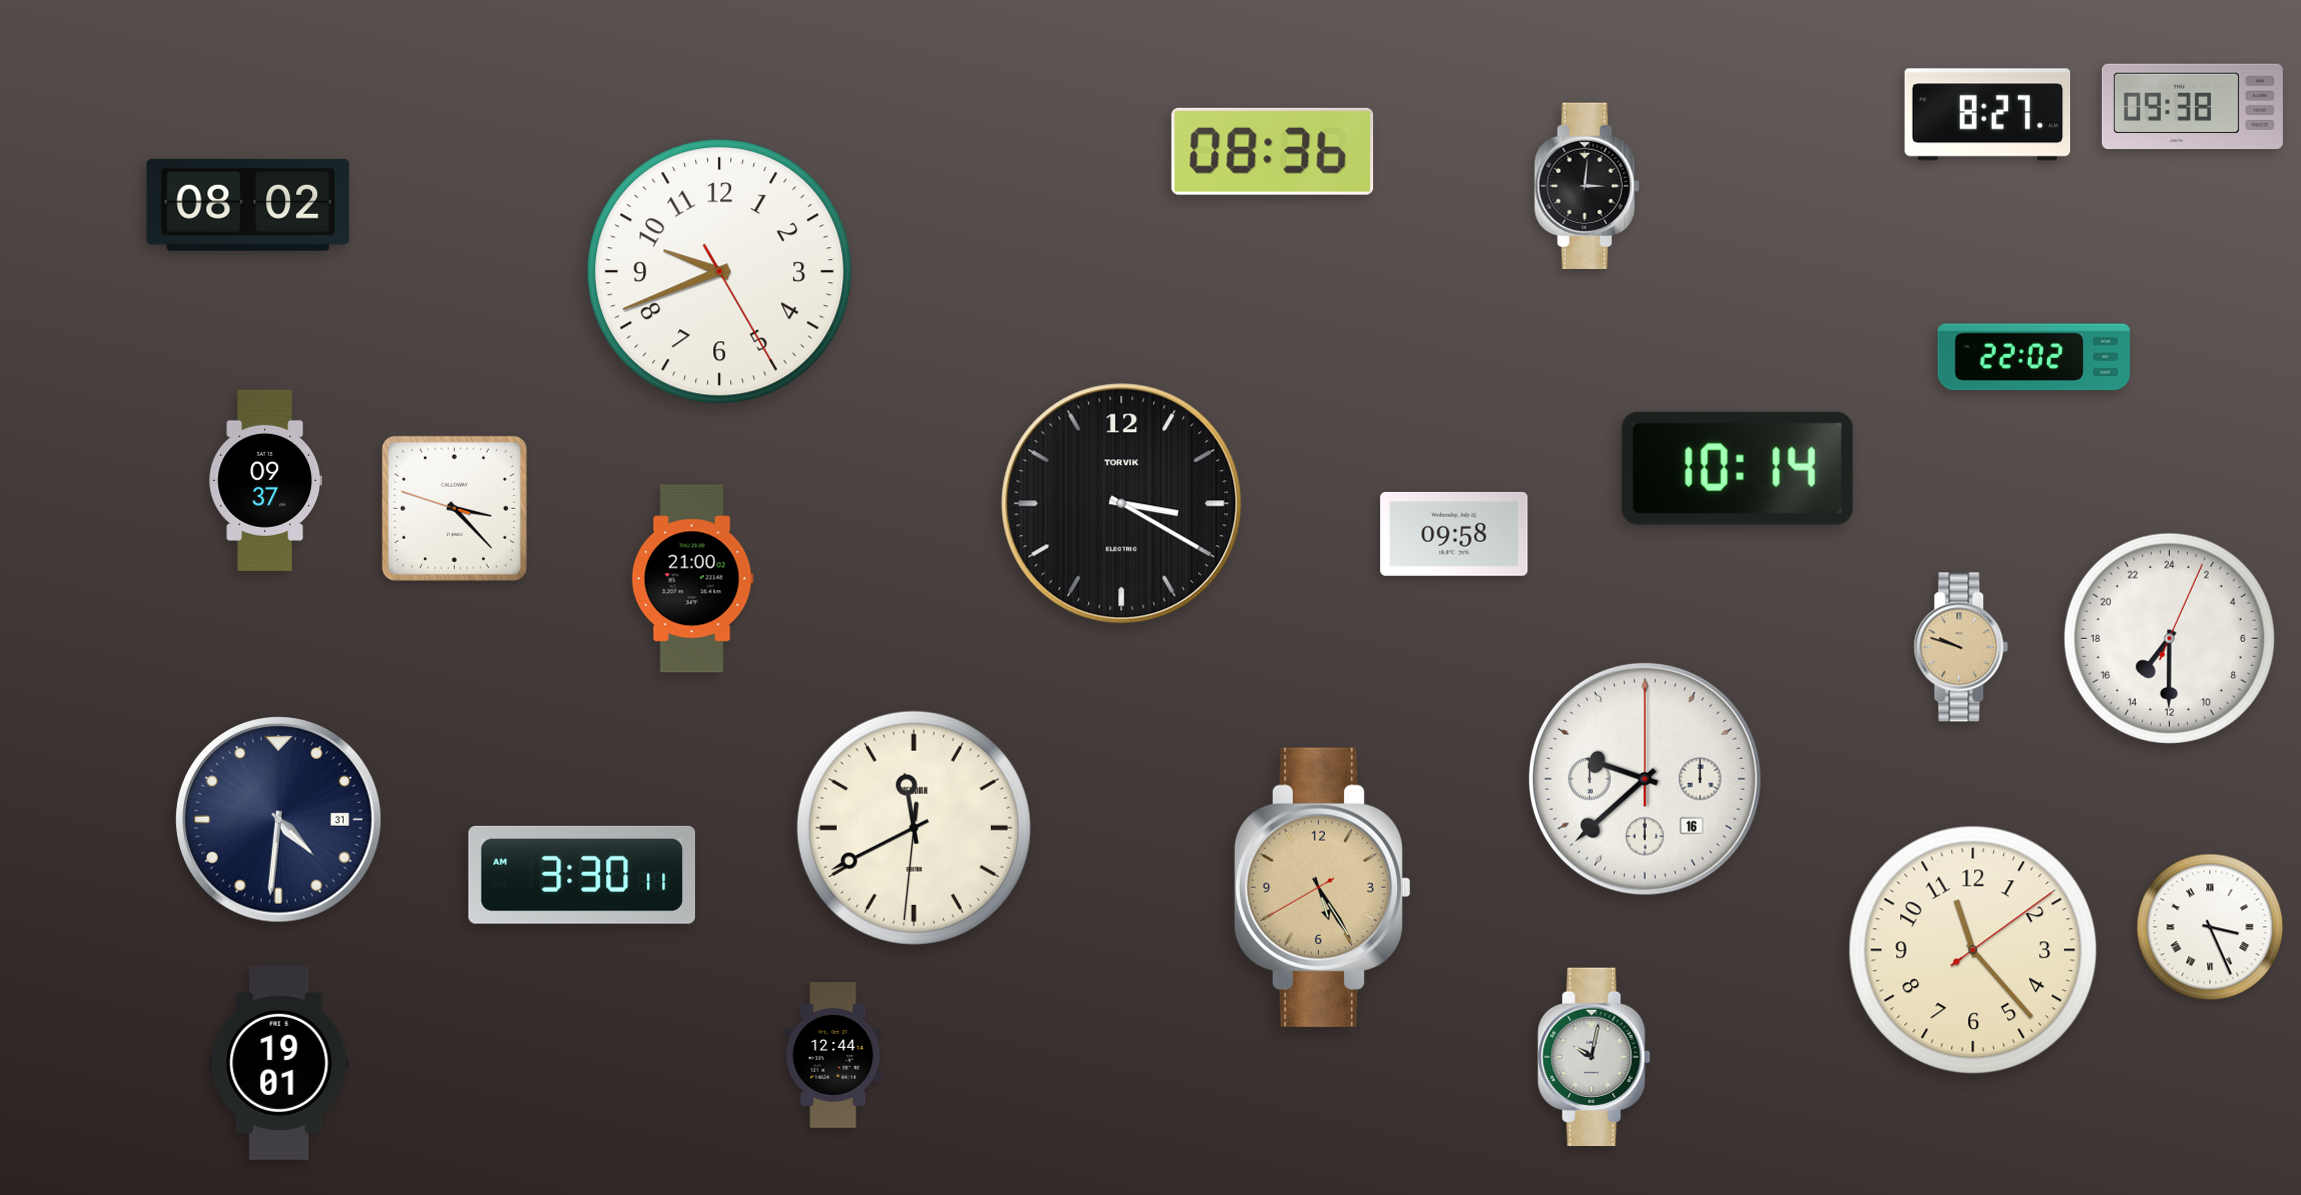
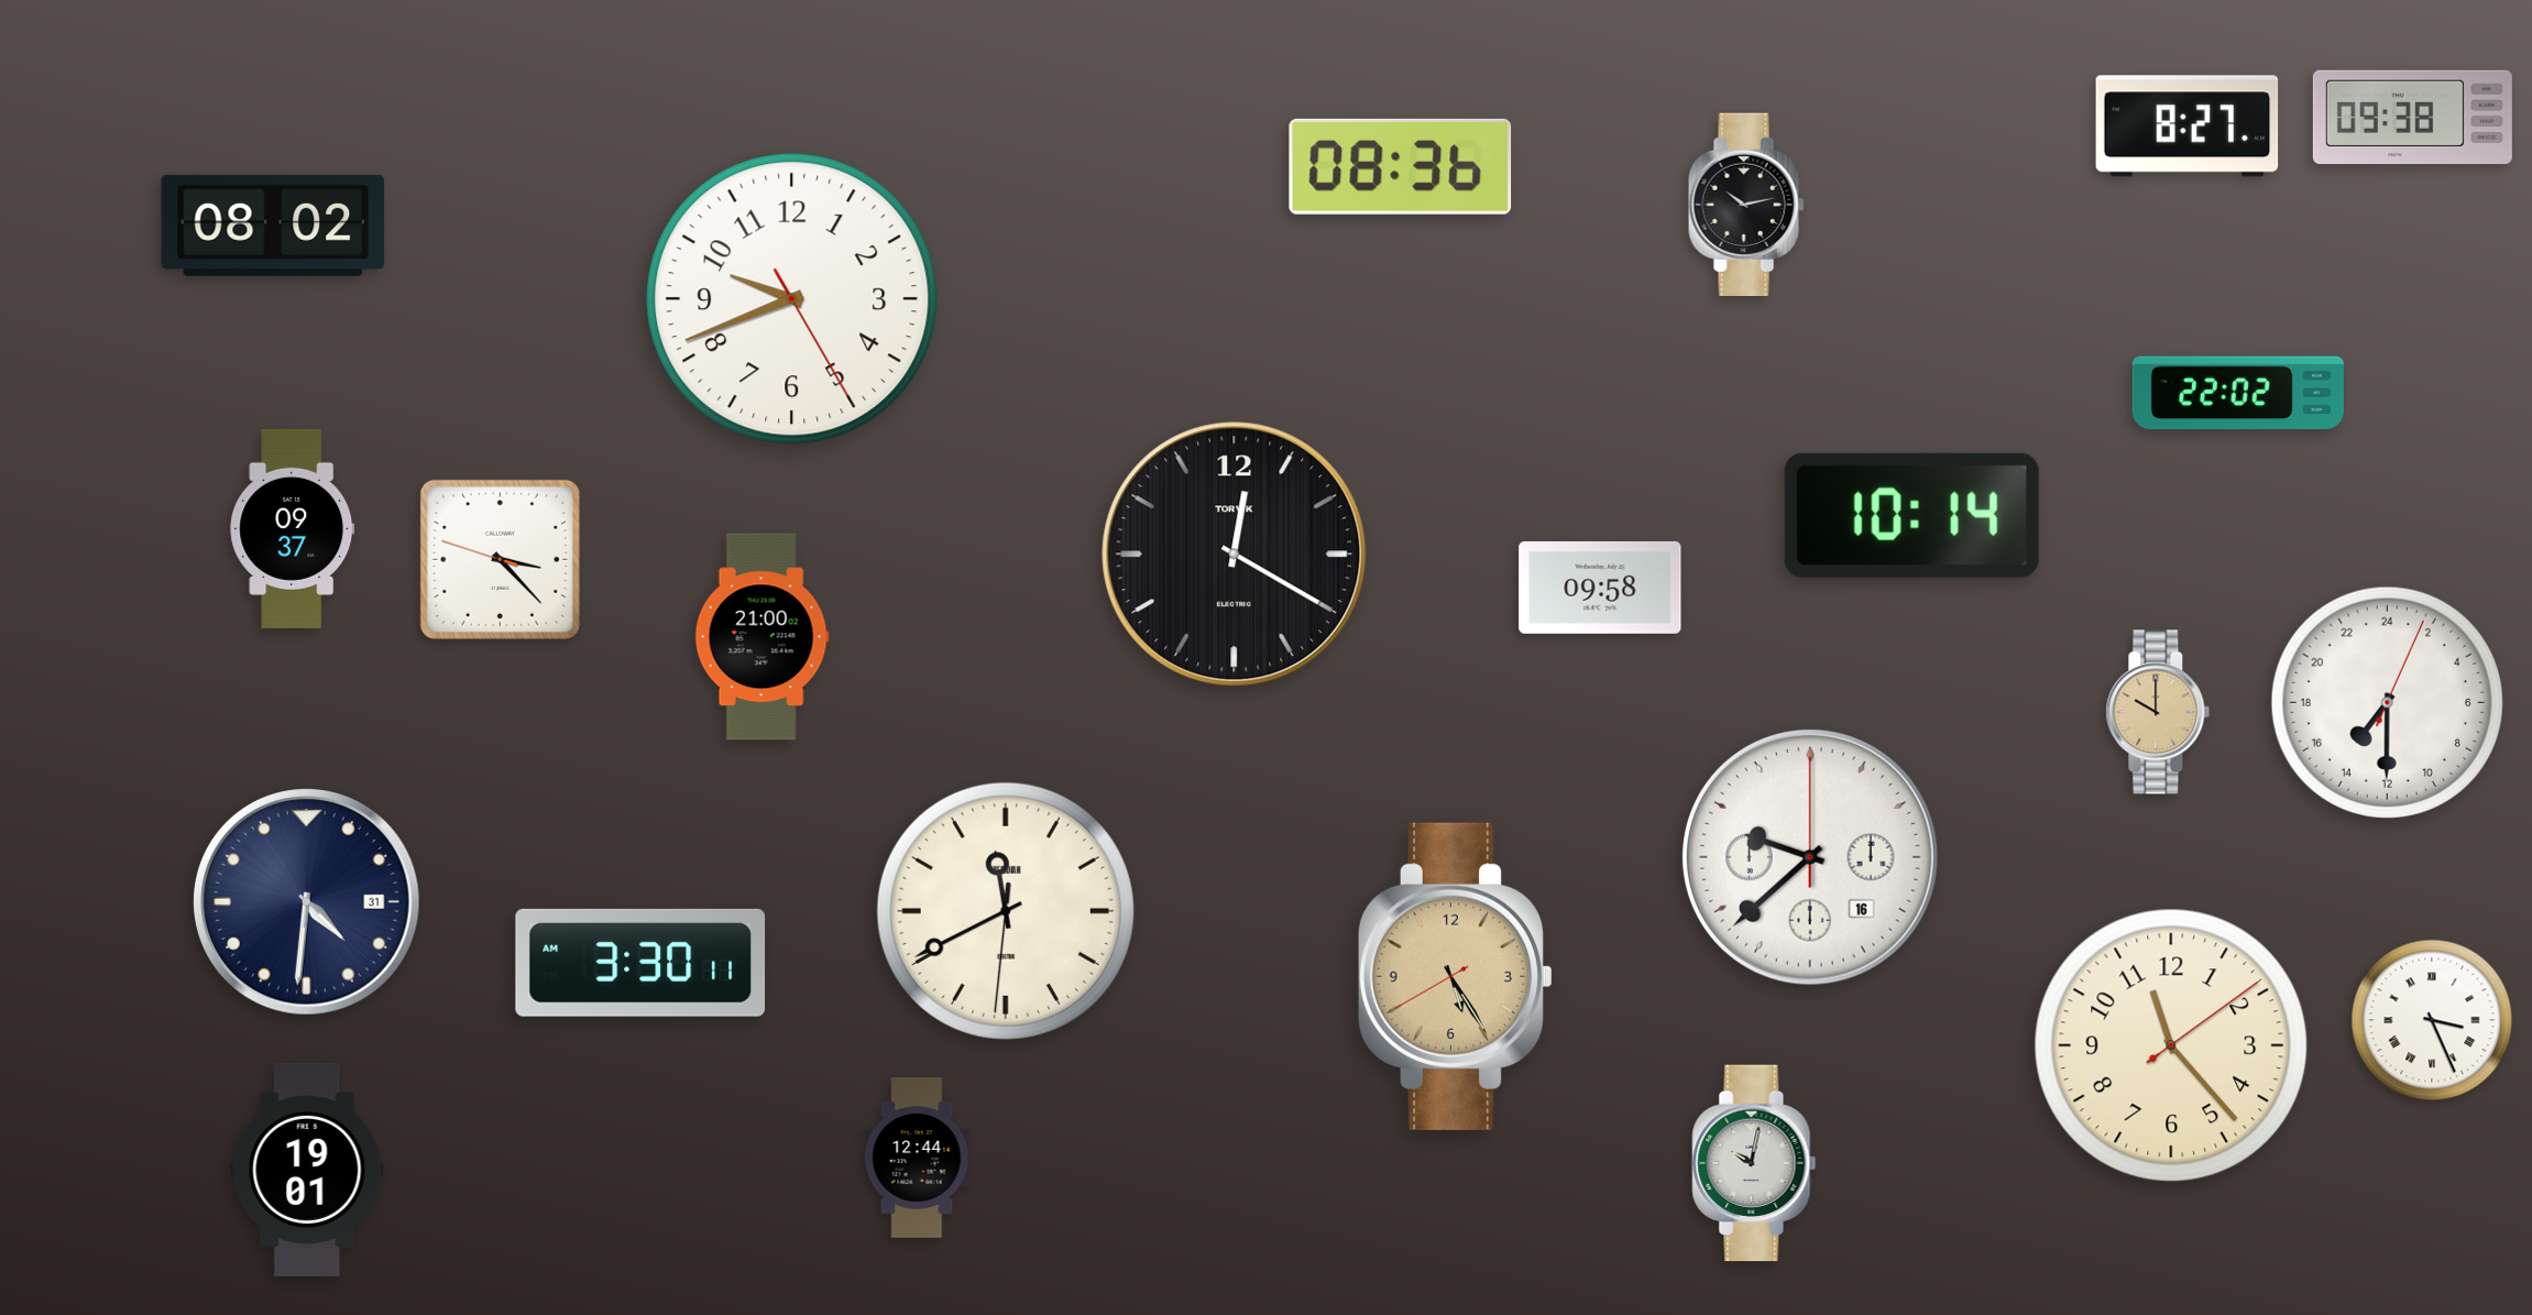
clock at (1587, 186): 3:01 -> 10:13
clock at (1122, 504): 3:20 -> 12:20
clock at (1961, 647): 9:48 -> 10:00
clock at (833, 1055) position: (833, 1055) -> (917, 1158)
